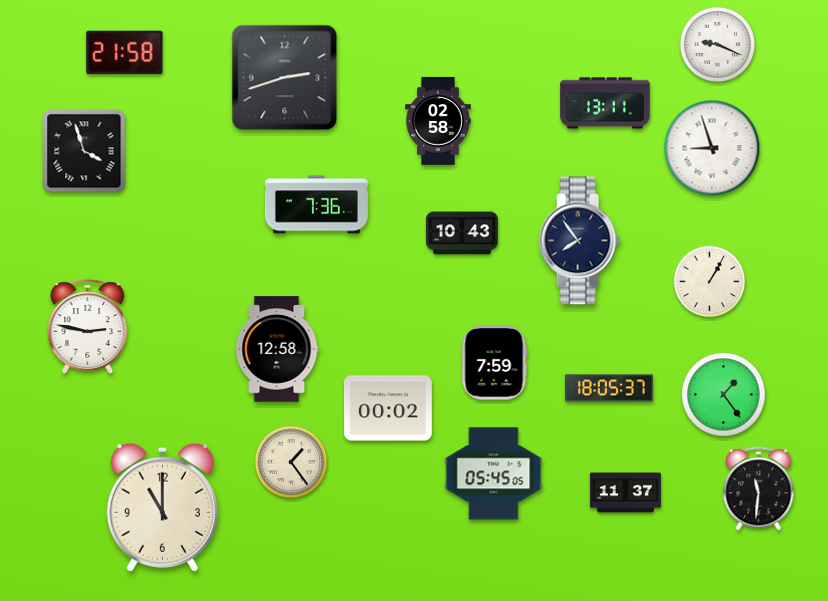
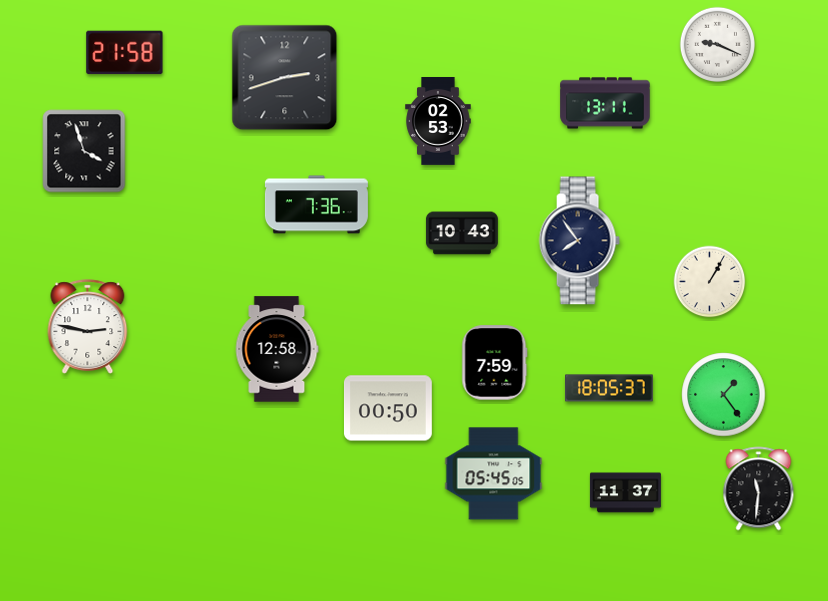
clock at (438, 122): 02:58 -> 02:53
clock at (712, 148): 8:57 -> none
clock at (388, 408): 00:02 -> 00:50
clock at (291, 462): 1:24 -> none
clock at (162, 507): 11:00 -> none
